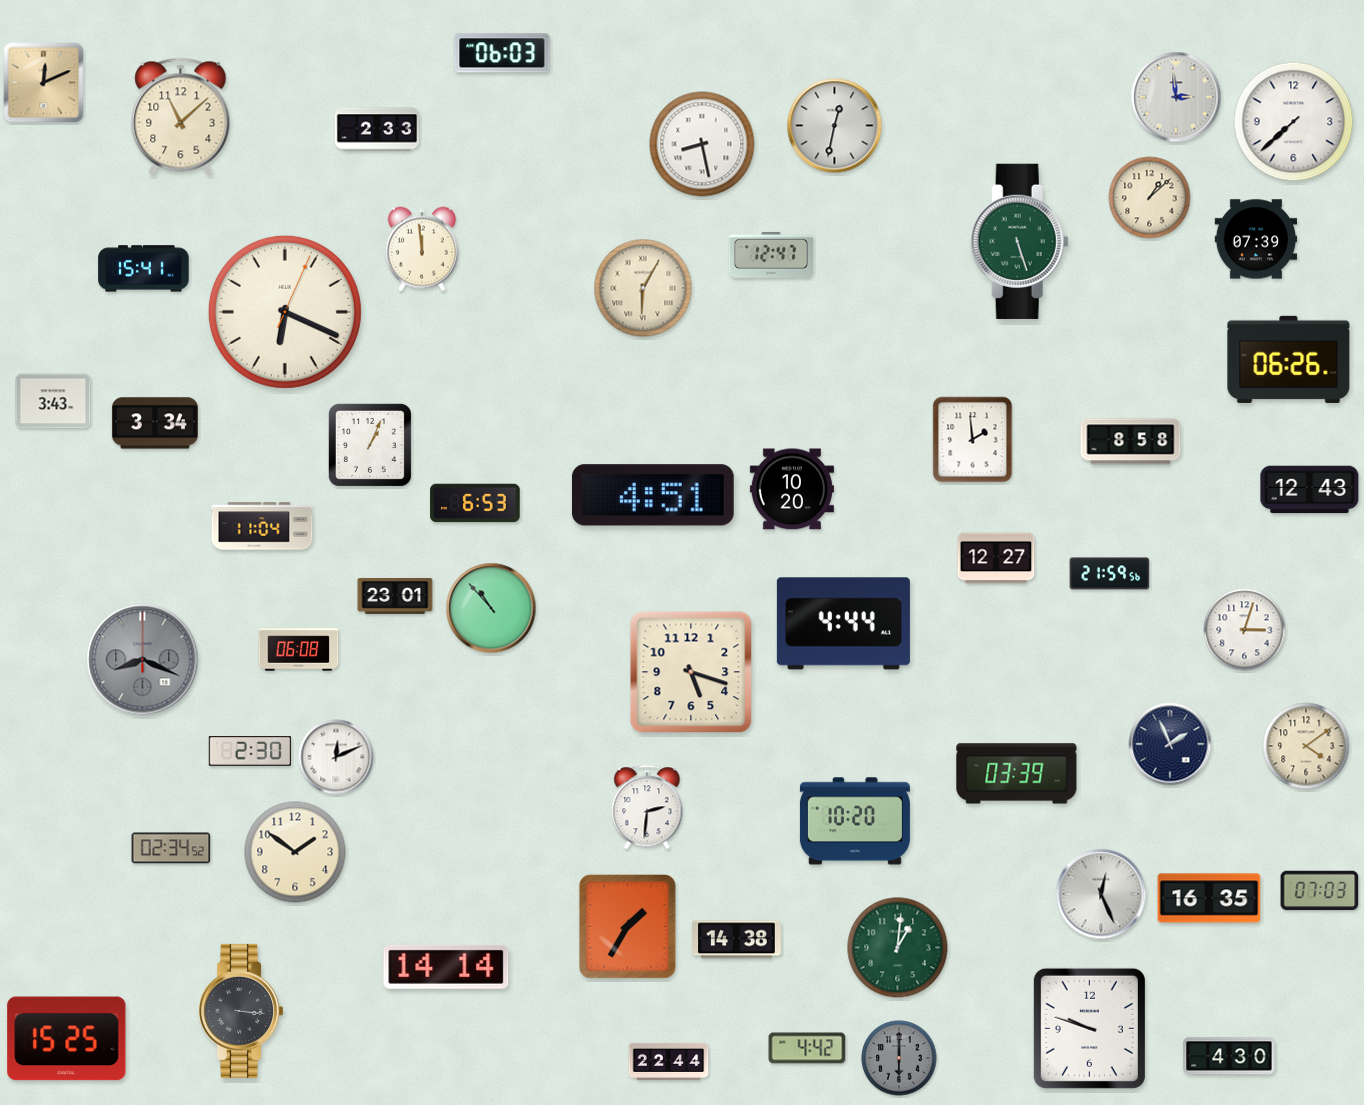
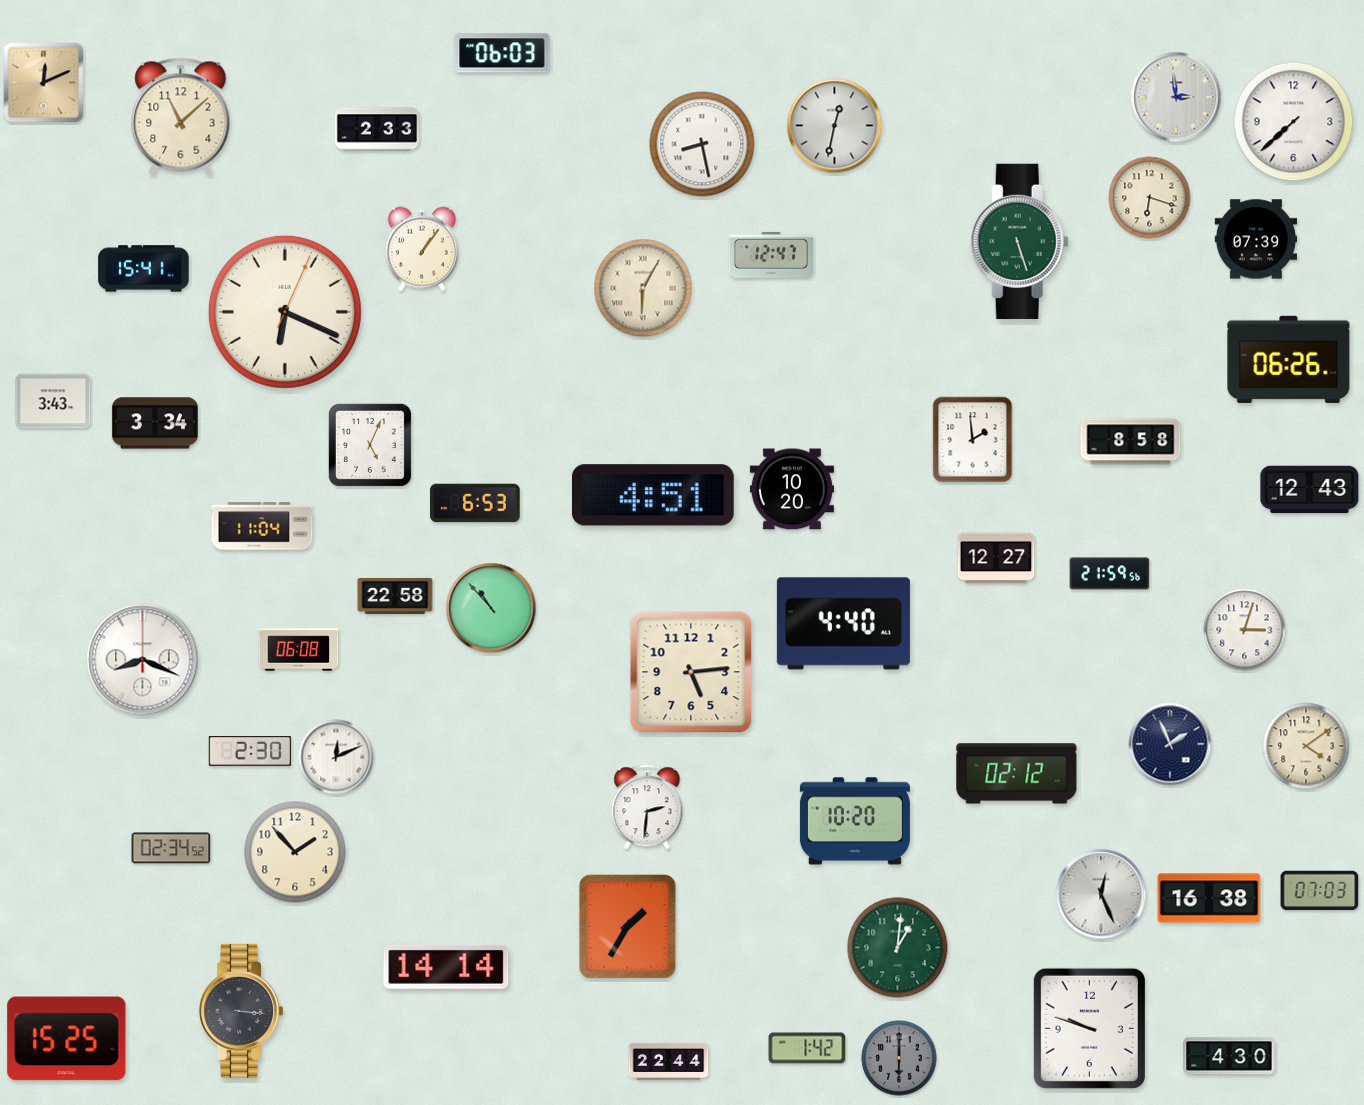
clock at (1150, 198): 1:08 -> 6:18
clock at (422, 249): 11:59 -> 1:06
clock at (370, 445): 1:04 -> 5:04
clock at (395, 596): 23:01 -> 22:58
clock at (843, 624): 4:44 -> 4:40
clock at (143, 660) dial: grey -> white
clock at (691, 672): 5:18 -> 5:14
clock at (1017, 774): 03:39 -> 02:12
clock at (295, 852): 1:51 -> 1:53
clock at (1209, 898): 16:35 -> 16:38
clock at (737, 940): 14:38 -> none
clock at (807, 1048): 4:42 -> 1:42
